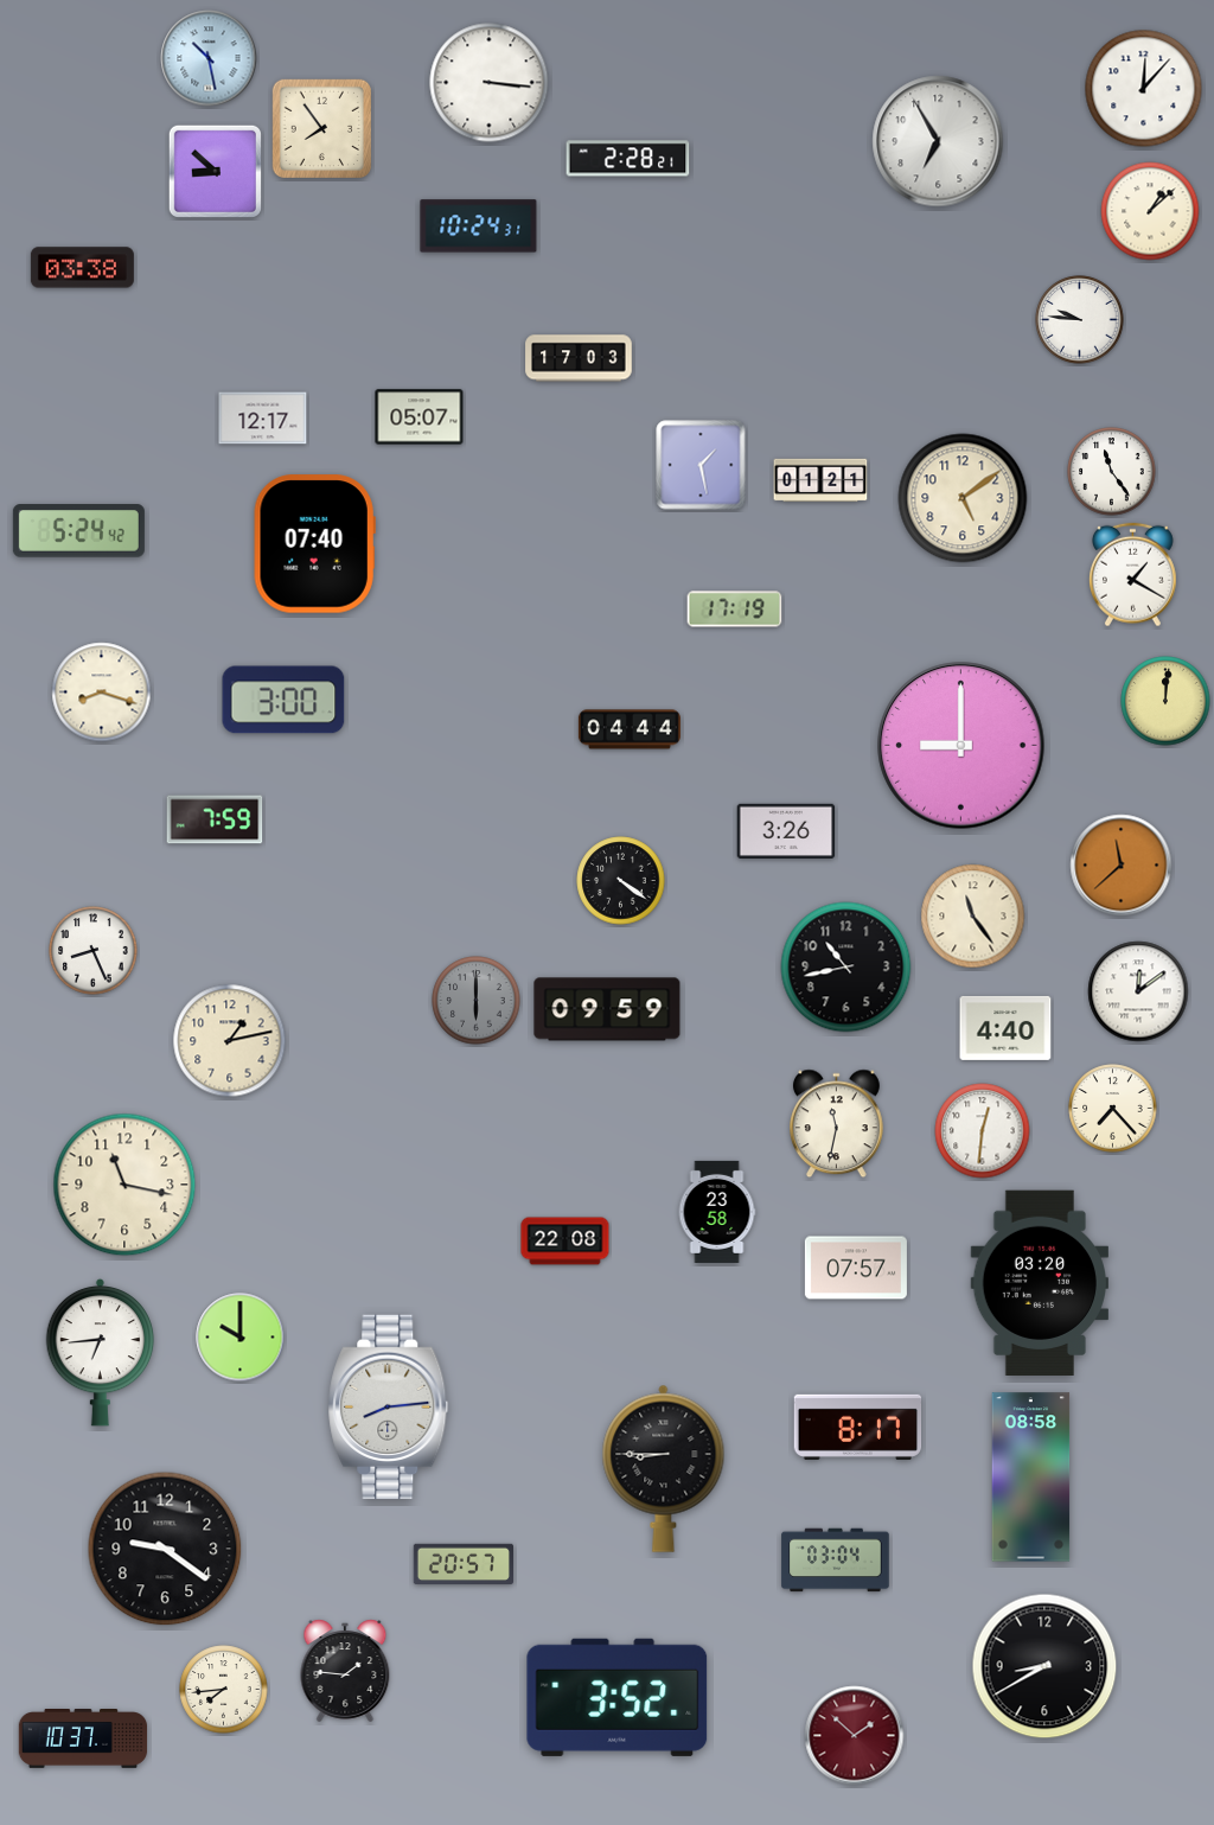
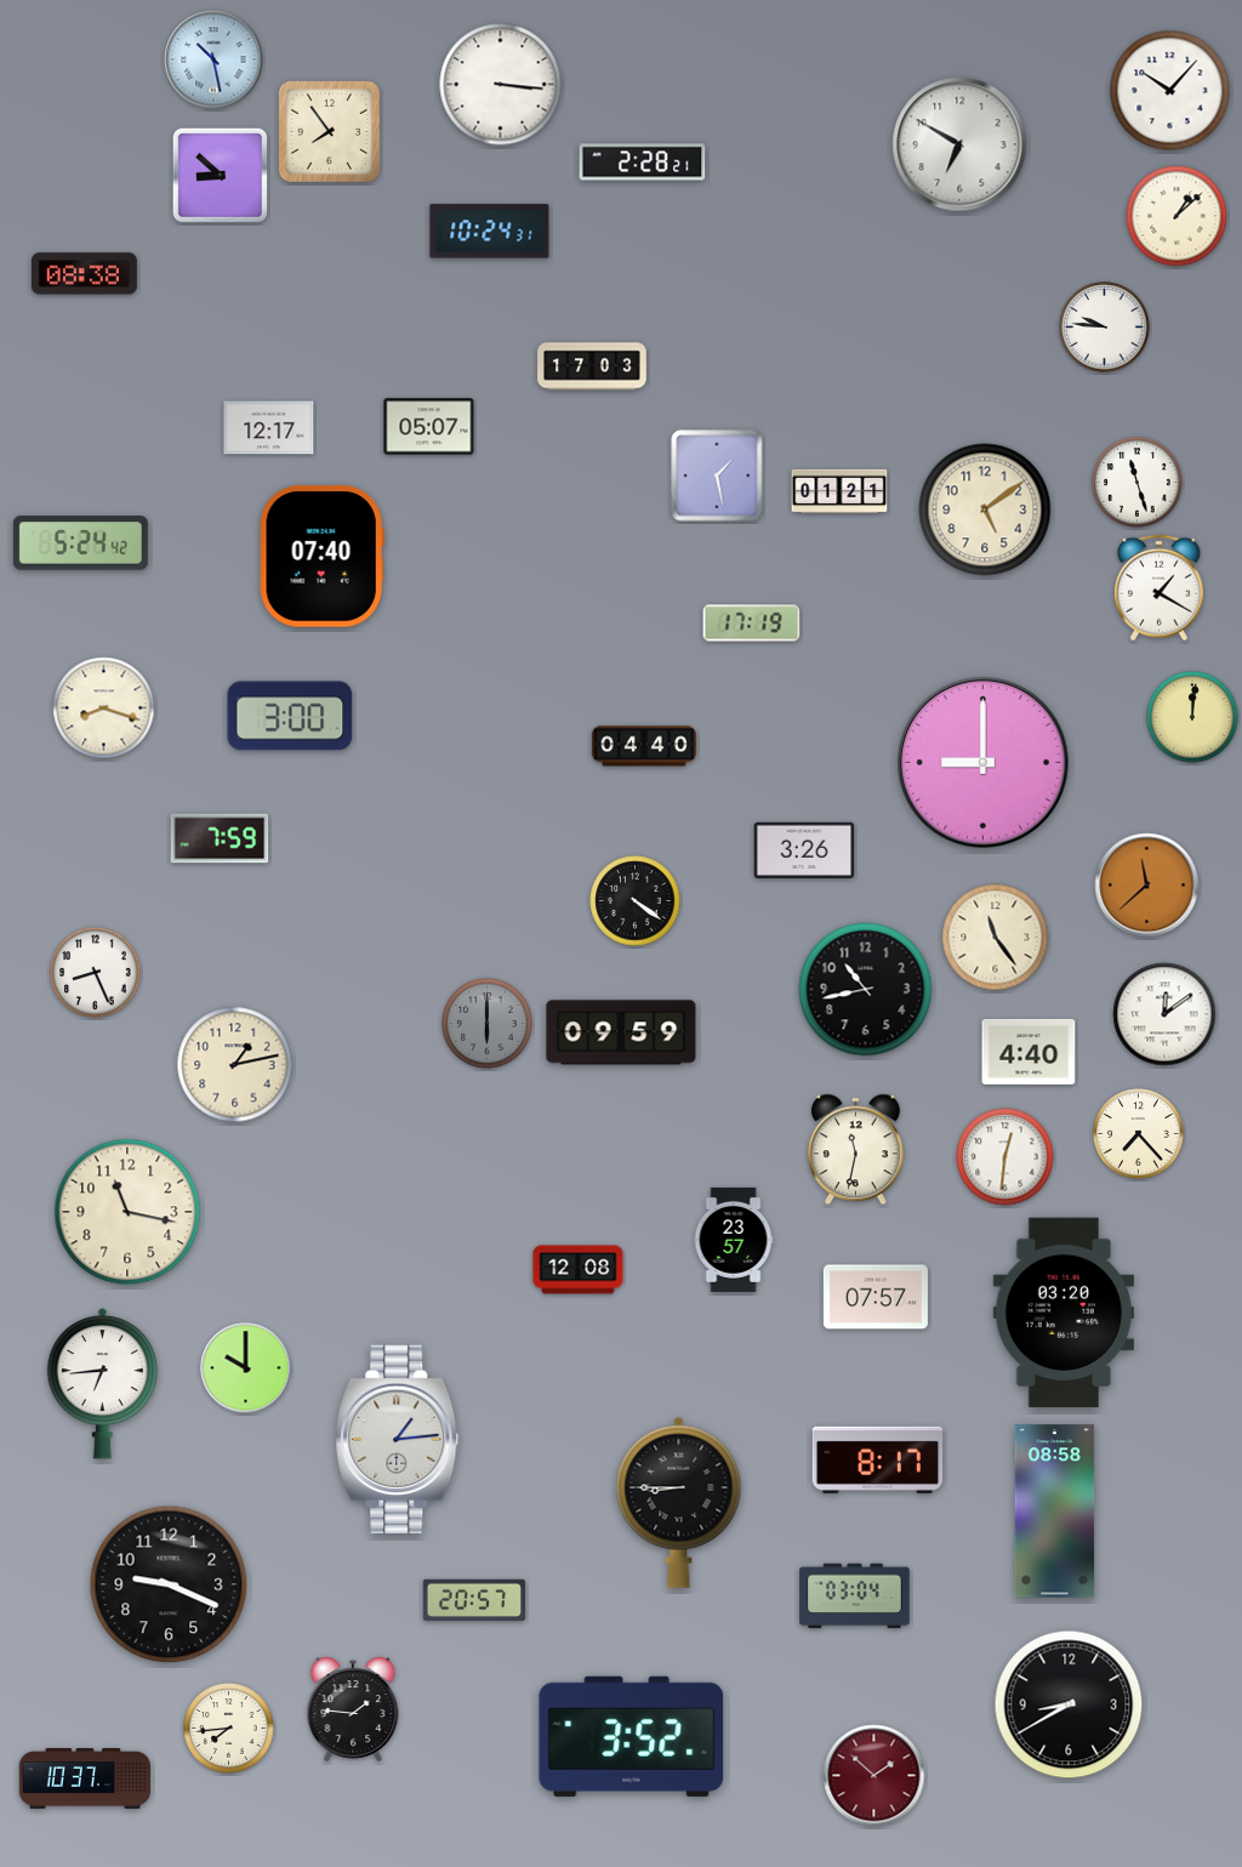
clock at (1144, 89): 12:07 -> 10:07
clock at (938, 141): 6:55 -> 6:50
clock at (82, 268): 03:38 -> 08:38
clock at (1112, 472): 11:24 -> 11:27
clock at (630, 729): 04:44 -> 04:40
clock at (717, 1212): 23:58 -> 23:57
clock at (566, 1242): 22:08 -> 12:08
clock at (389, 1408): 8:14 -> 1:14
clock at (165, 1549): 9:21 -> 9:19
